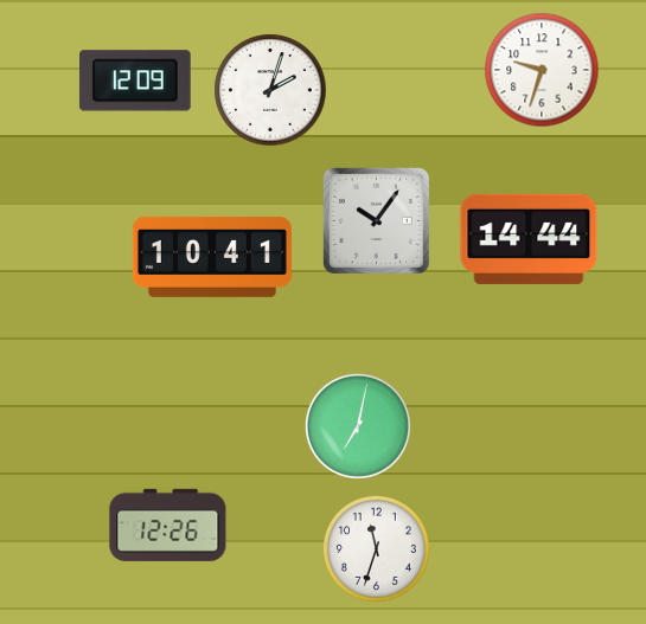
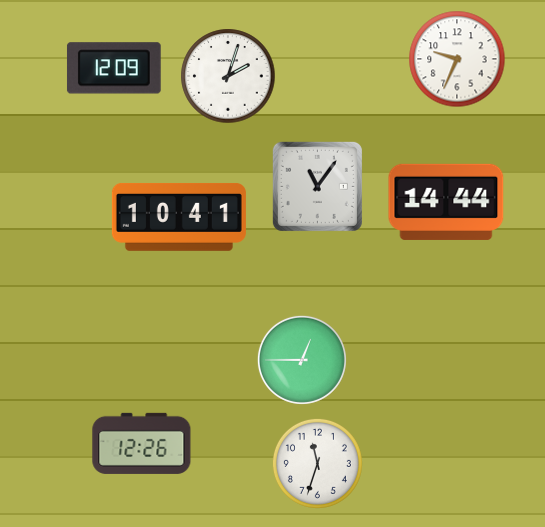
clock at (542, 70): 9:33 -> 9:34
clock at (376, 220): 10:06 -> 11:06
clock at (358, 426): 7:02 -> 12:45
